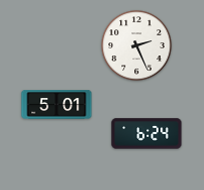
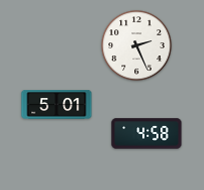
clock at (147, 134): 6:24 -> 4:58
